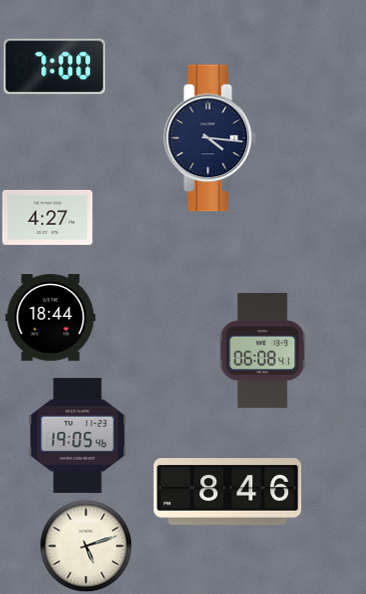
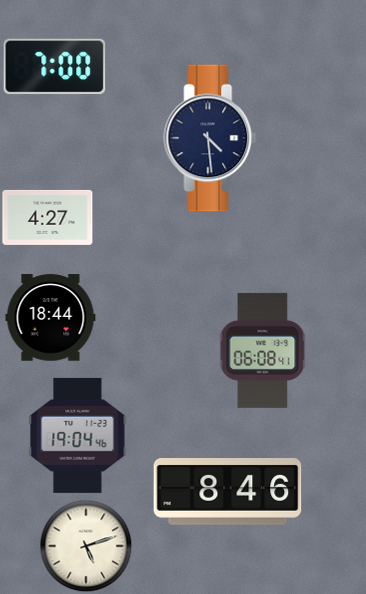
clock at (210, 138): 4:16 -> 4:29
clock at (78, 435): 19:05 -> 19:04
